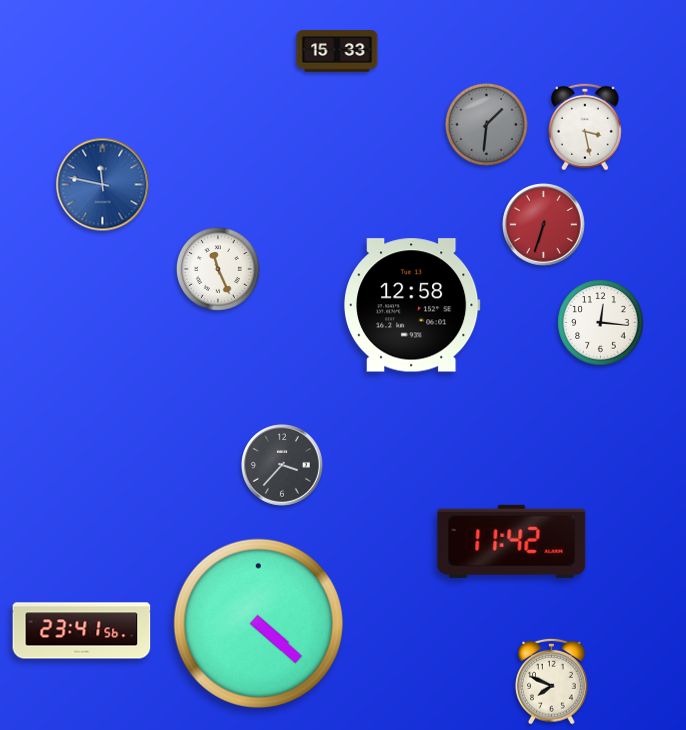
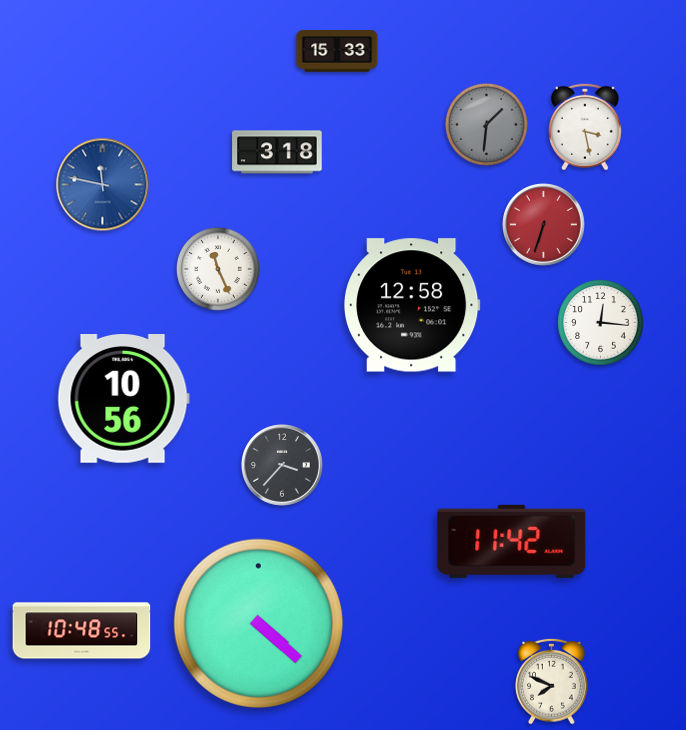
clock at (277, 152): none -> 3:18
clock at (123, 399): none -> 10:56
clock at (82, 631): 23:41 -> 10:48
